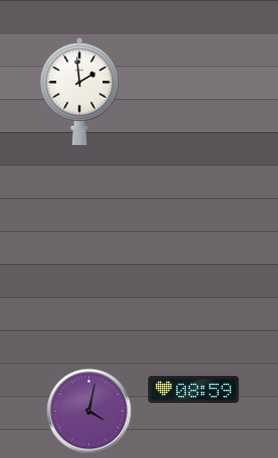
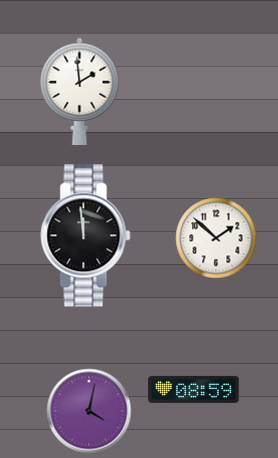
clock at (86, 236): none -> 11:59
clock at (216, 238): none -> 1:52
